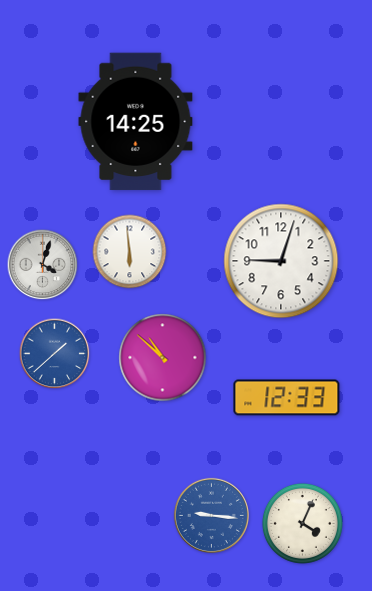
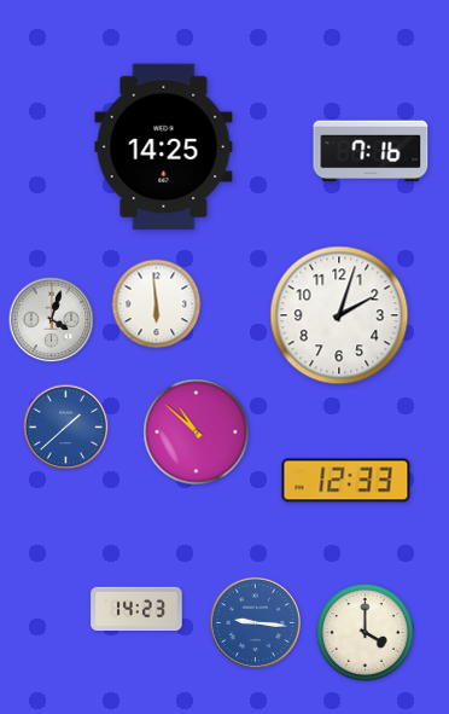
clock at (371, 151): none -> 7:16
clock at (281, 261): 9:03 -> 2:03
clock at (136, 609): none -> 14:23
clock at (302, 523): 4:04 -> 4:00
